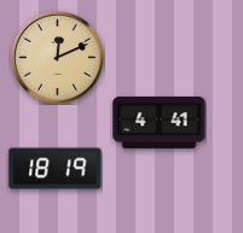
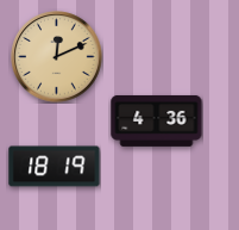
clock at (160, 122): 4:41 -> 4:36
